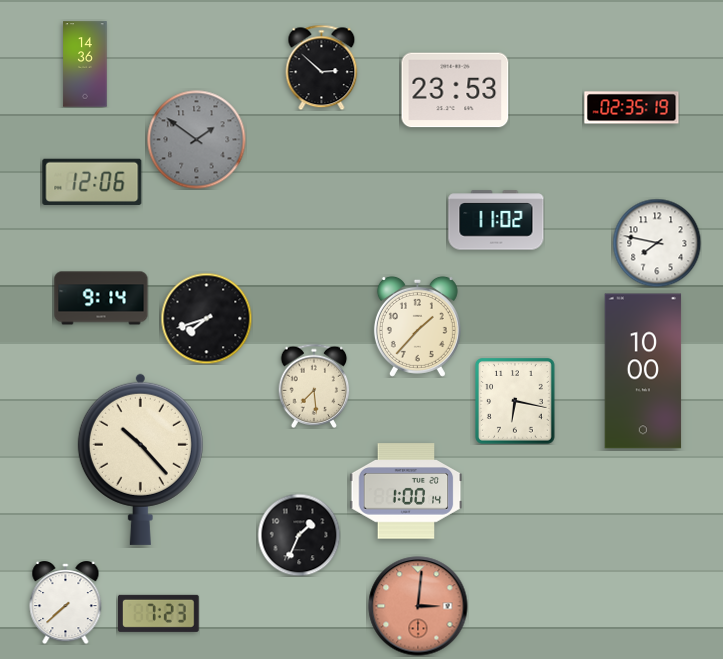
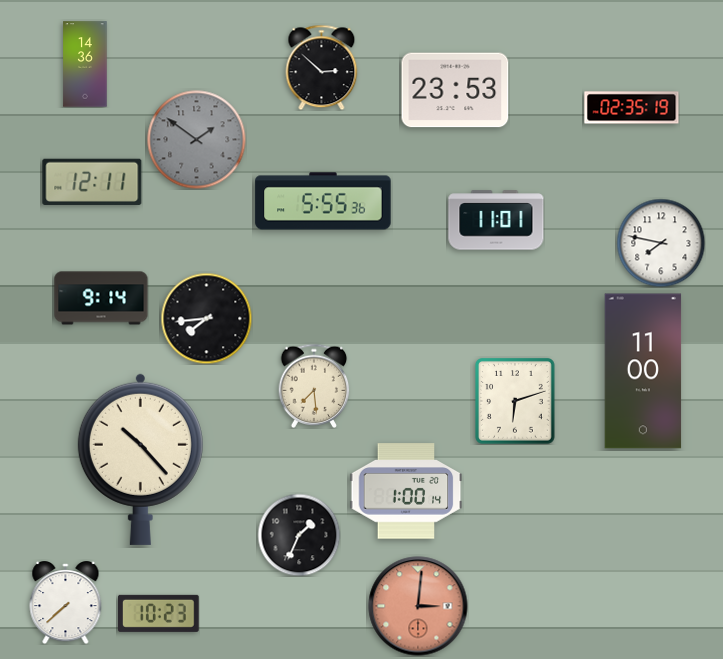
clock at (92, 182): 12:06 -> 12:11
clock at (323, 201): none -> 5:55
clock at (496, 220): 11:02 -> 11:01
clock at (657, 243) position: (657, 243) -> (661, 243)
clock at (206, 318): 7:42 -> 7:44
clock at (417, 326): 1:37 -> none
clock at (643, 371): 10:00 -> 11:00
clock at (515, 401): 6:17 -> 6:12
clock at (159, 613): 7:23 -> 10:23
